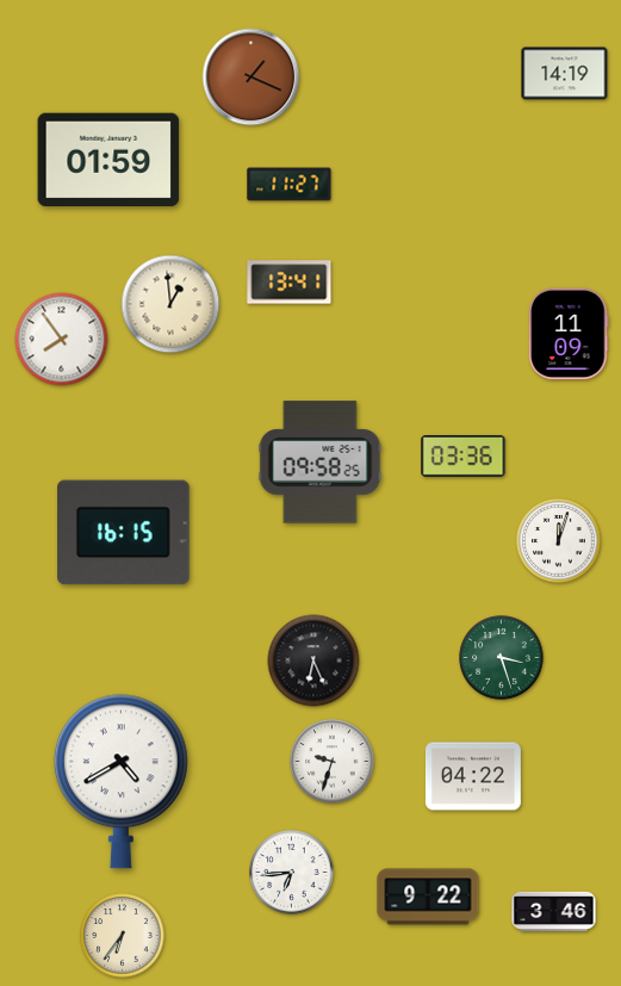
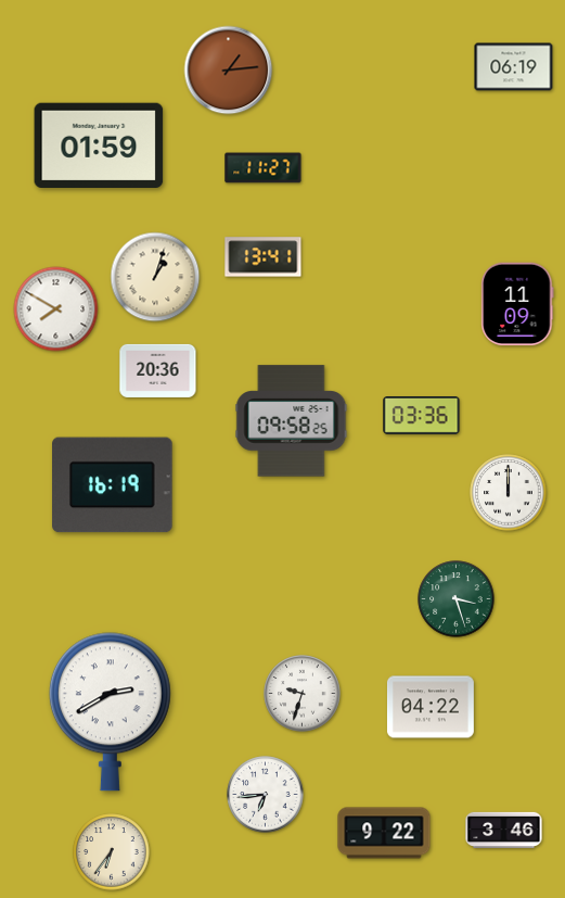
clock at (565, 74): 14:19 -> 06:19
clock at (251, 77): 1:19 -> 1:14
clock at (170, 304): 12:59 -> 1:03
clock at (62, 340): 7:54 -> 7:50
clock at (158, 370): none -> 20:36
clock at (124, 533): 16:15 -> 16:19
clock at (559, 541): 12:03 -> 12:00
clock at (313, 661): 6:26 -> none
clock at (120, 782): 4:40 -> 2:40
clock at (428, 897) position: (428, 897) -> (384, 833)
